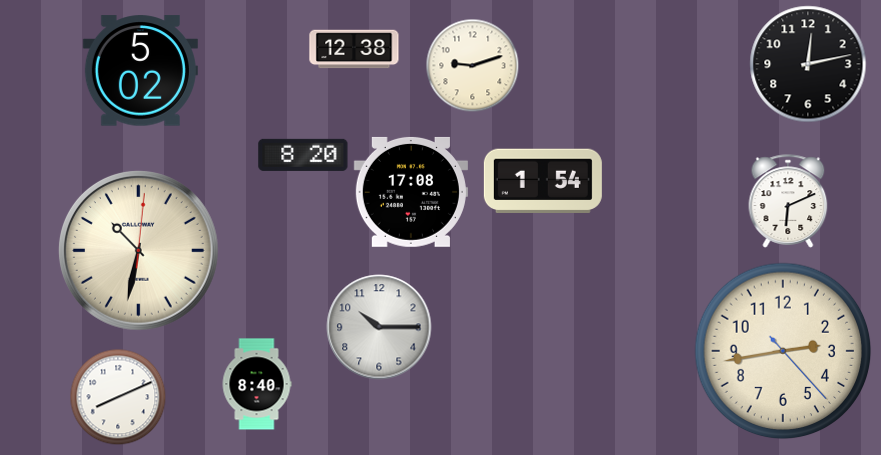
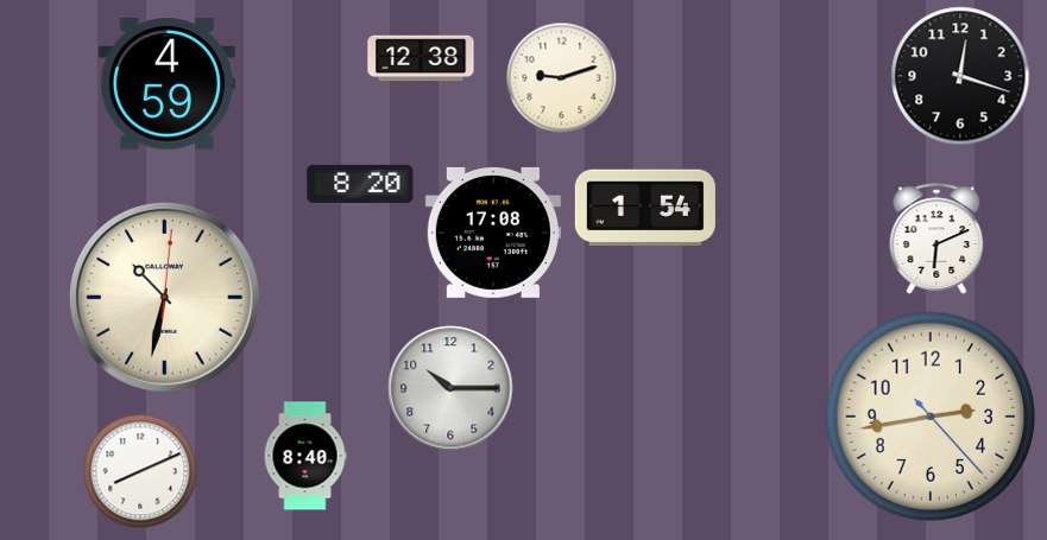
clock at (808, 64): 12:13 -> 12:18
clock at (140, 71): 5:02 -> 4:59
clock at (543, 180) position: (543, 180) -> (645, 207)
clock at (411, 192) position: (411, 192) -> (493, 233)
